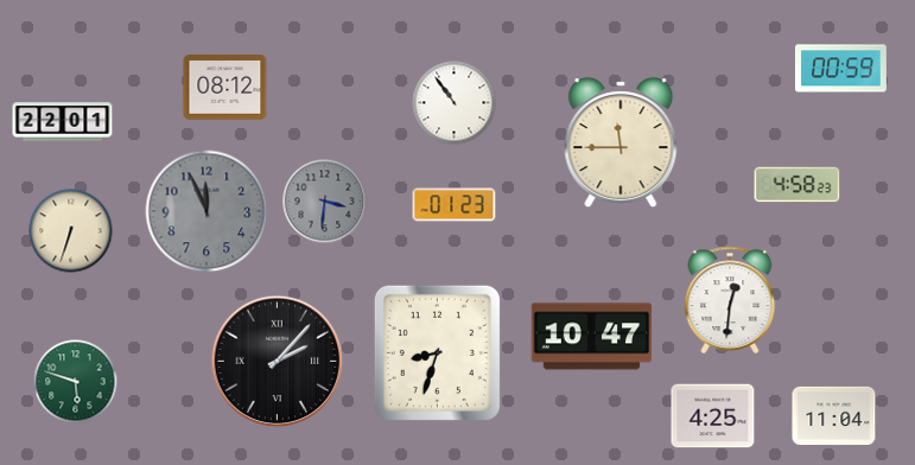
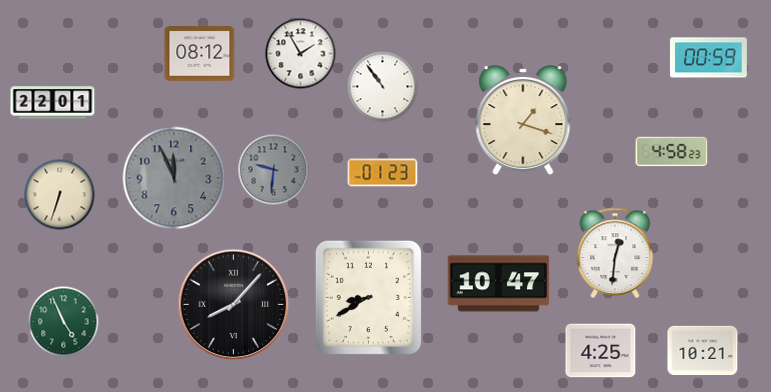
clock at (301, 54): none -> 1:55
clock at (225, 88) position: (225, 88) -> (200, 54)
clock at (621, 144): 11:45 -> 1:18
clock at (798, 185) position: (798, 185) -> (672, 152)
clock at (325, 202): 3:31 -> 9:31
clock at (437, 352): 8:33 -> 8:40
clock at (278, 362): 2:07 -> 8:07
clock at (76, 382): 5:48 -> 4:56
clock at (834, 415): 11:04 -> 10:21
